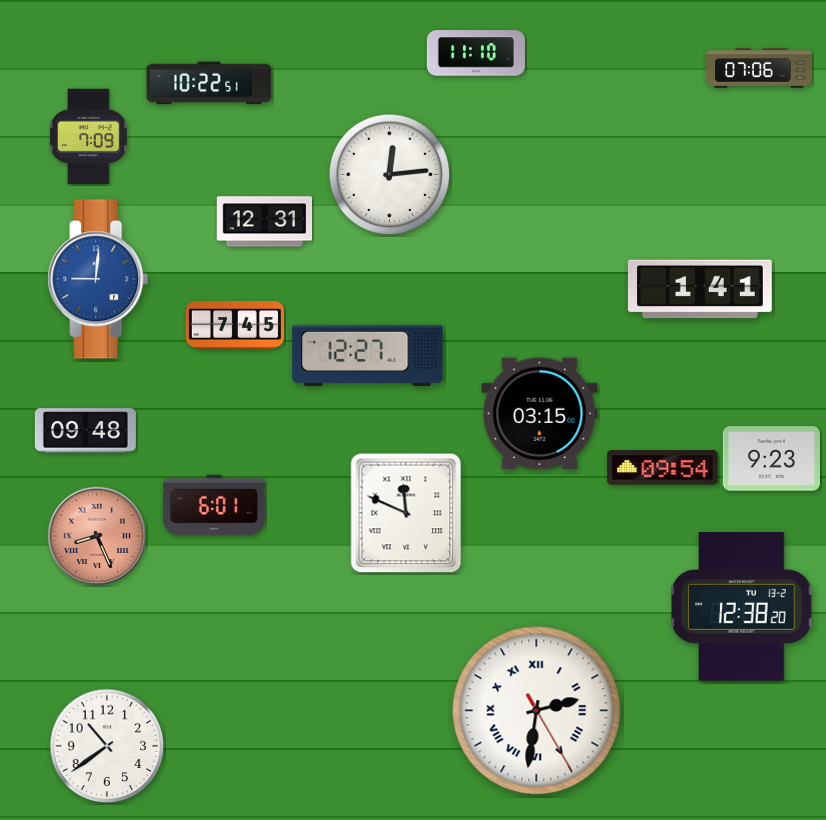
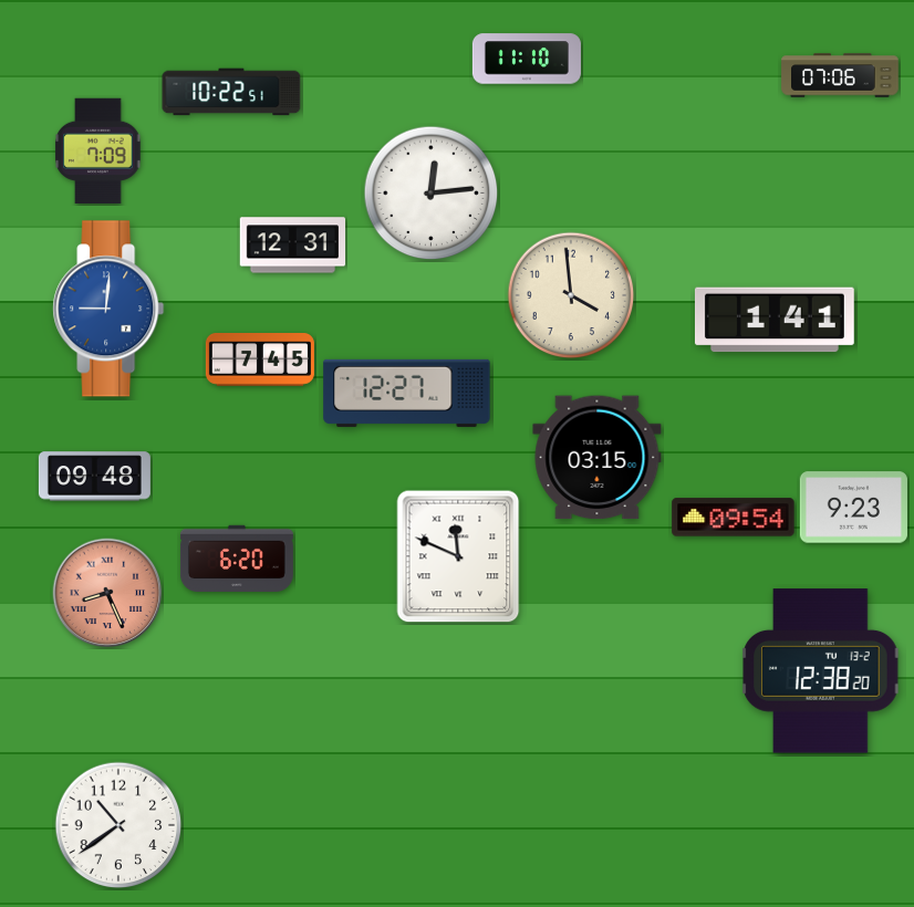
clock at (571, 295): none -> 3:59
clock at (214, 504): 6:01 -> 6:20
clock at (406, 513) position: (406, 513) -> (458, 556)
clock at (537, 711): 2:31 -> none
